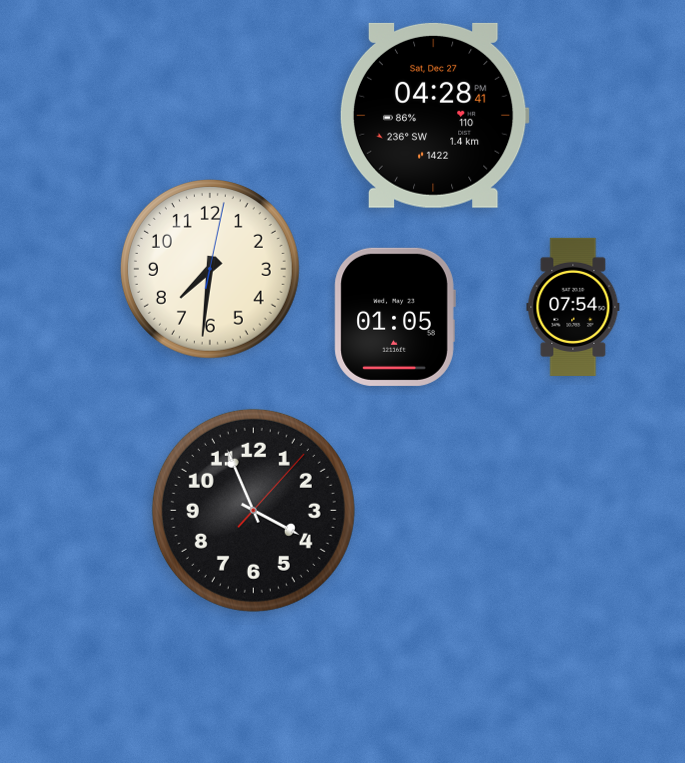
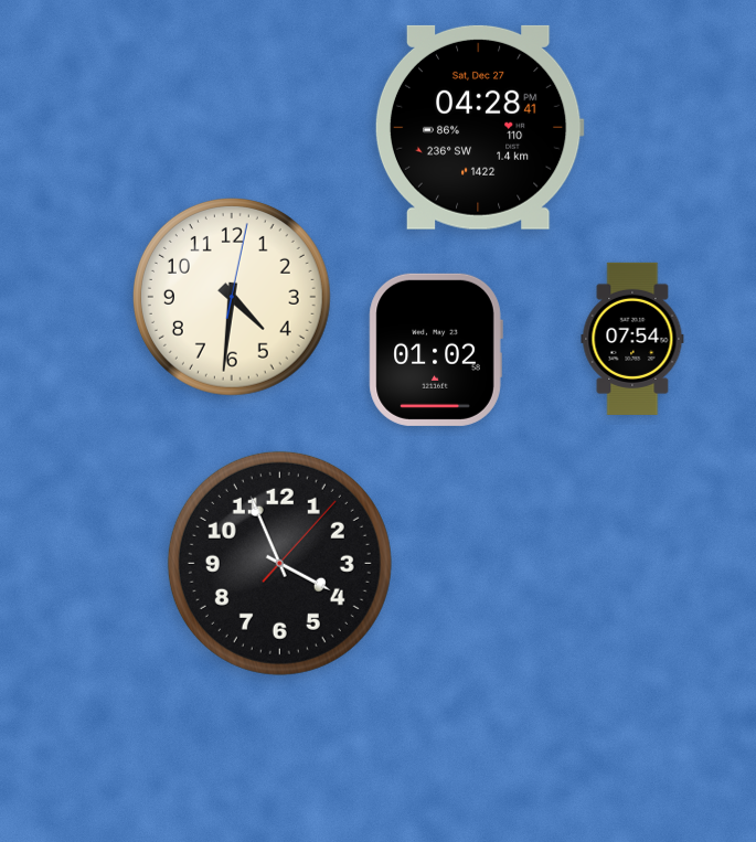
clock at (210, 269): 7:31 -> 4:31
clock at (395, 317): 01:05 -> 01:02
